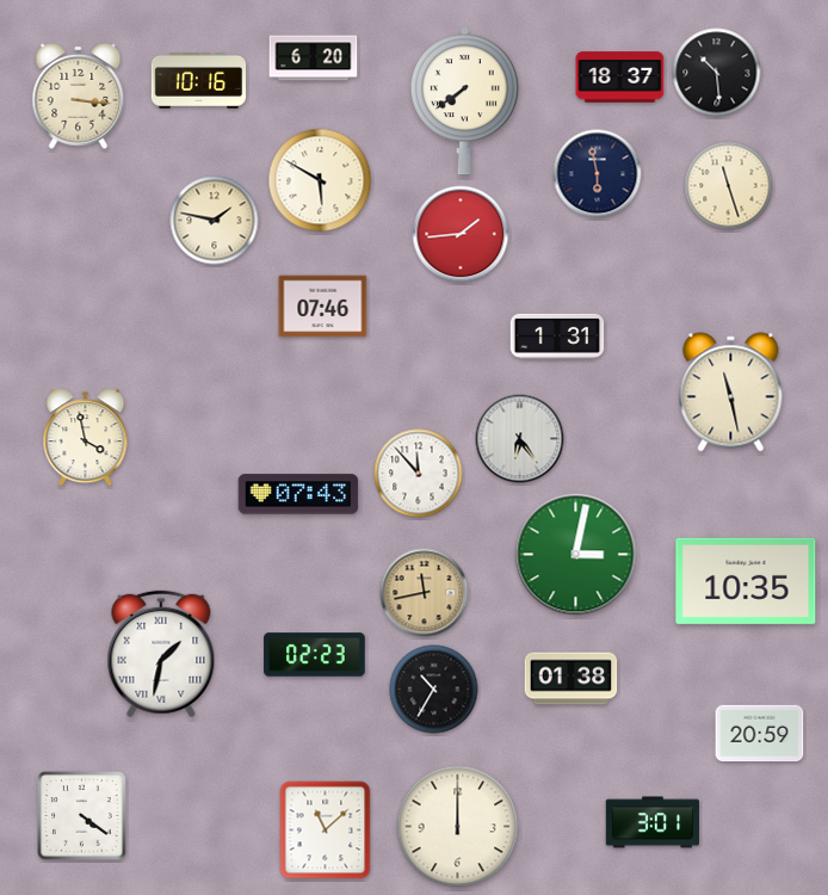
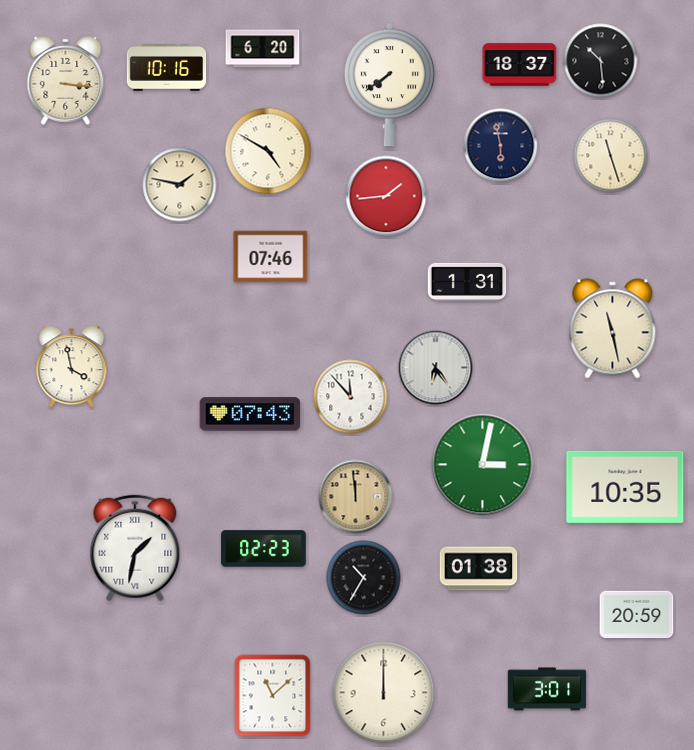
clock at (320, 180): 5:50 -> 4:50
clock at (425, 593): 11:43 -> 11:59
clock at (82, 816): 4:21 -> none
